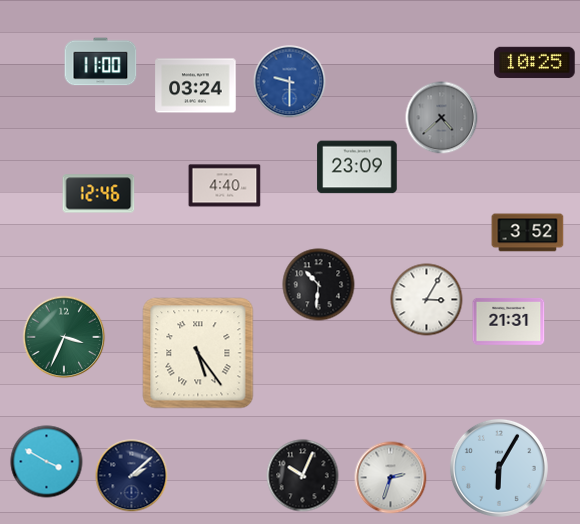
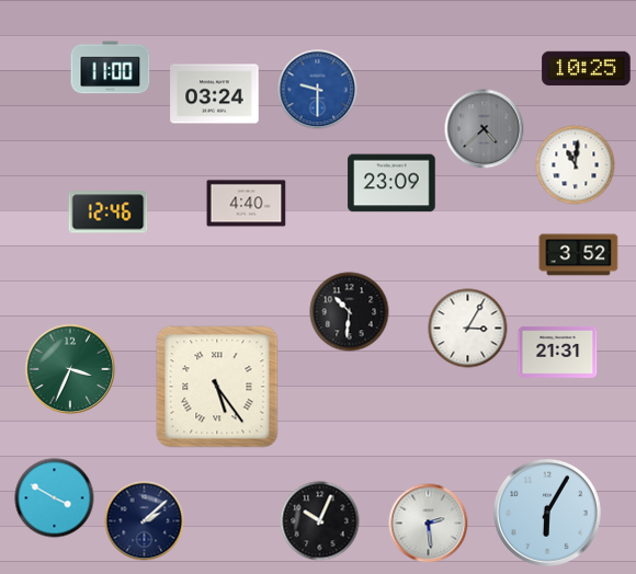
clock at (576, 165): none -> 11:01
clock at (47, 462) position: (47, 462) -> (55, 498)
clock at (303, 476) position: (303, 476) -> (320, 521)
clock at (391, 478): 2:33 -> 2:29
